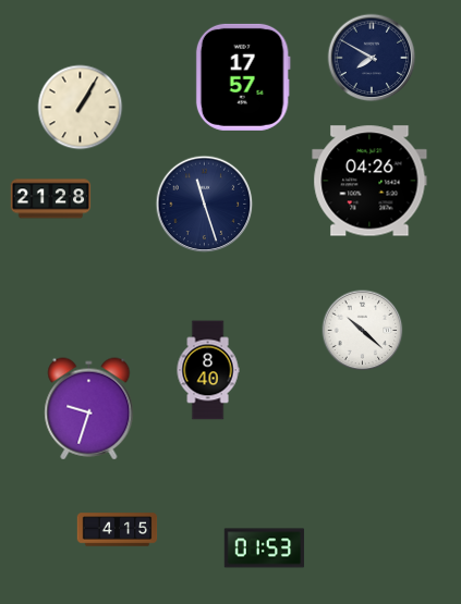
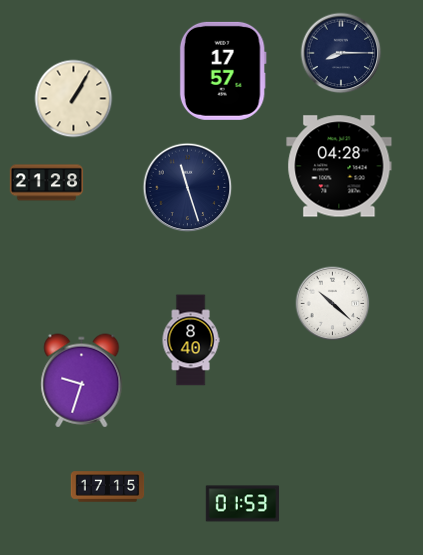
clock at (372, 58): 7:50 -> 8:15
clock at (369, 181): 04:26 -> 04:28
clock at (89, 409) position: (89, 409) -> (82, 381)
clock at (118, 530): 4:15 -> 17:15
